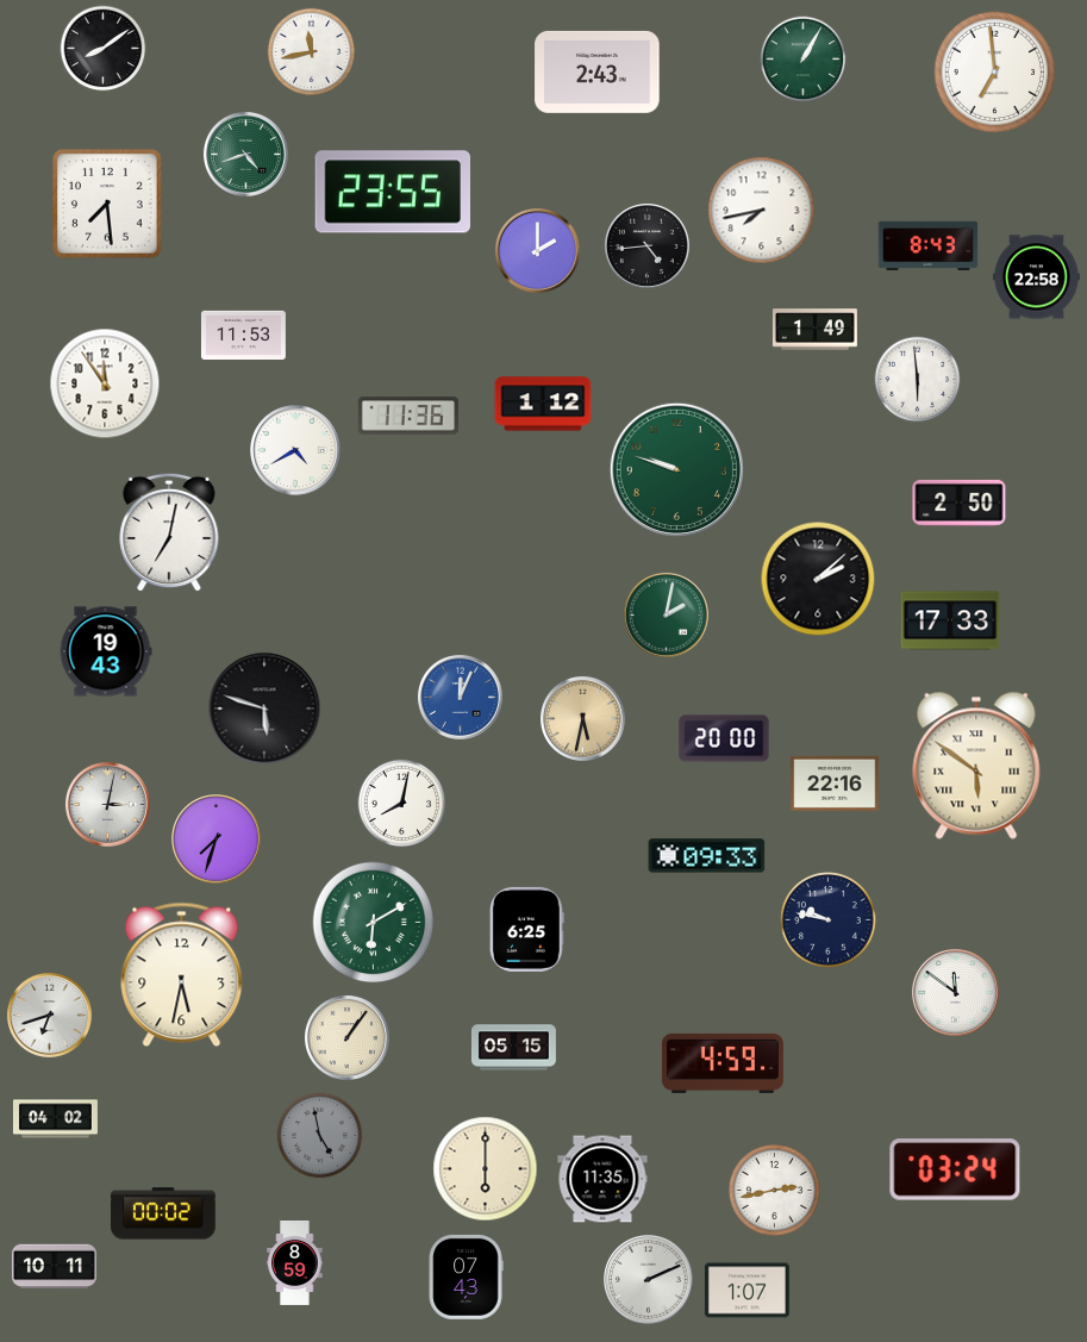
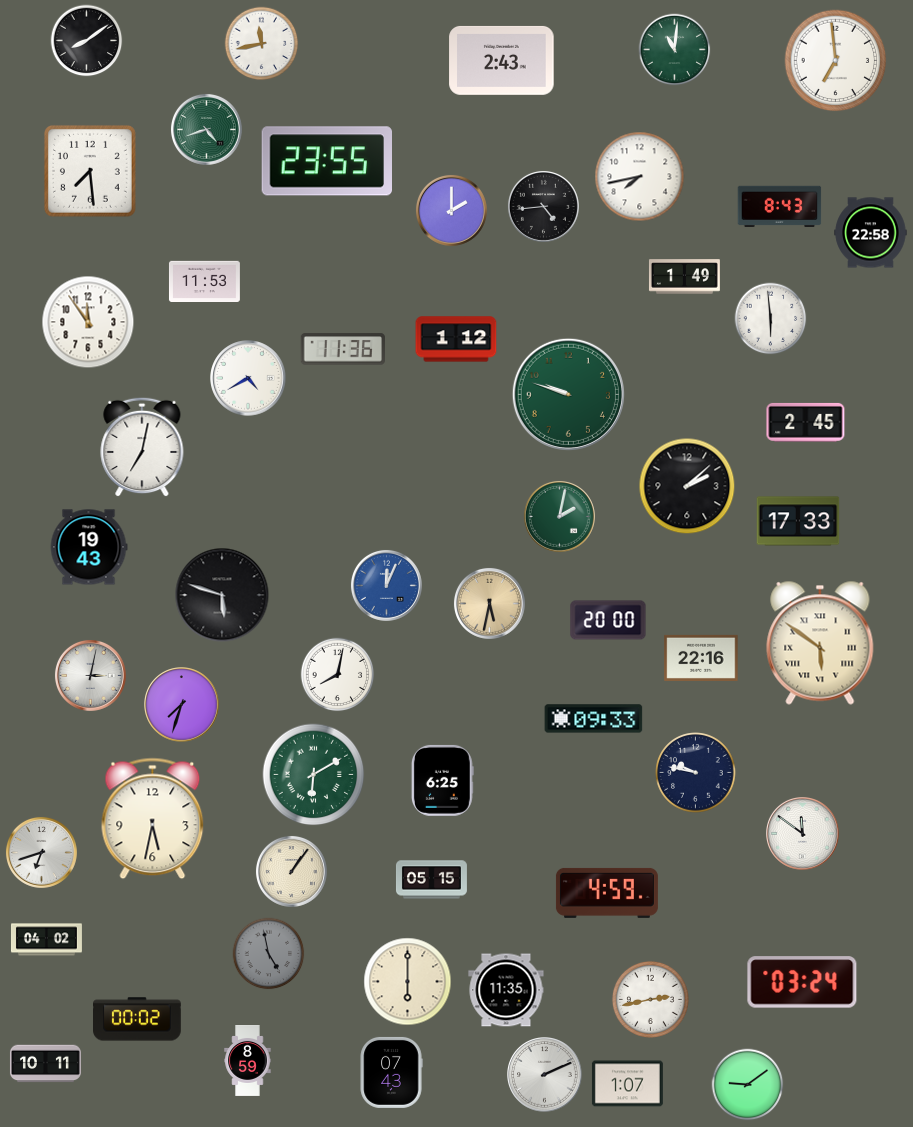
clock at (804, 60): 1:05 -> 11:01
clock at (392, 192) position: (392, 192) -> (326, 161)
clock at (960, 503): 2:50 -> 2:45
clock at (748, 1085): none -> 9:09
